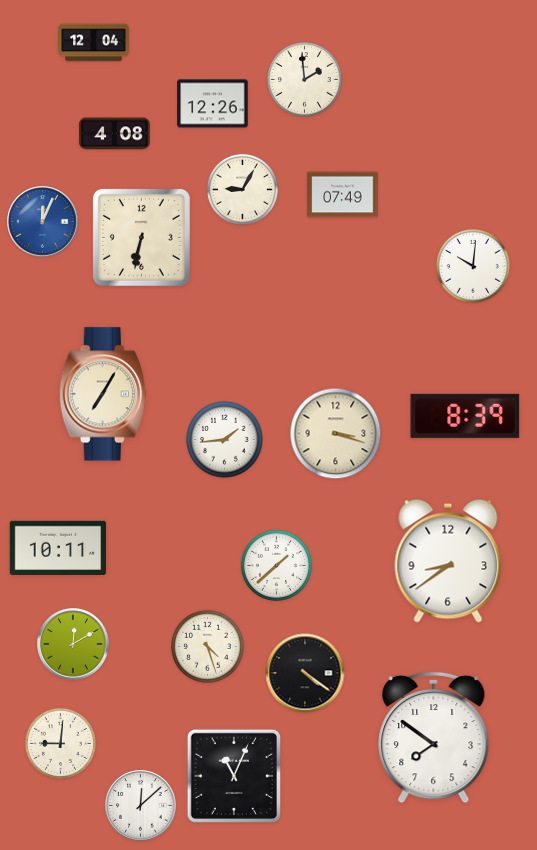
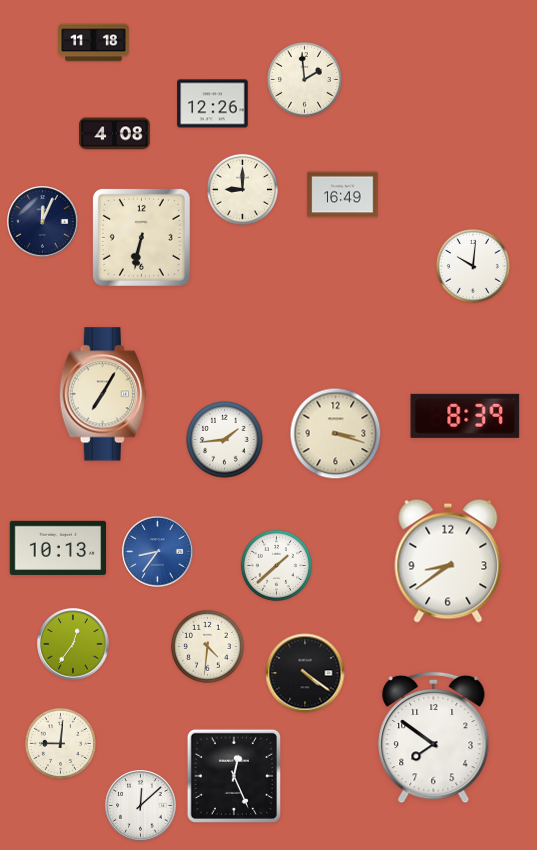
clock at (94, 43): 12:04 -> 11:18
clock at (242, 189): 9:05 -> 9:00
clock at (343, 195): 07:49 -> 16:49
clock at (43, 222) dial: blue -> navy
clock at (58, 547): 10:11 -> 10:13
clock at (158, 552): none -> 8:36
clock at (73, 644): 12:10 -> 12:36
clock at (207, 646): 4:27 -> 4:31
clock at (233, 775): 11:04 -> 12:26
